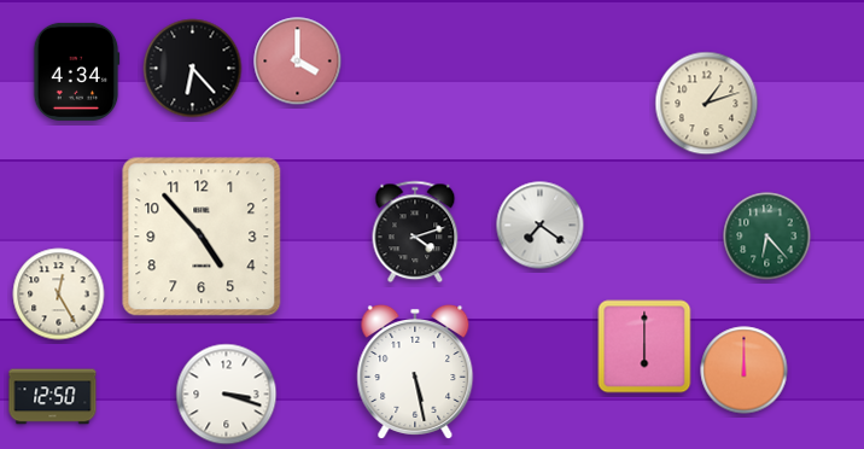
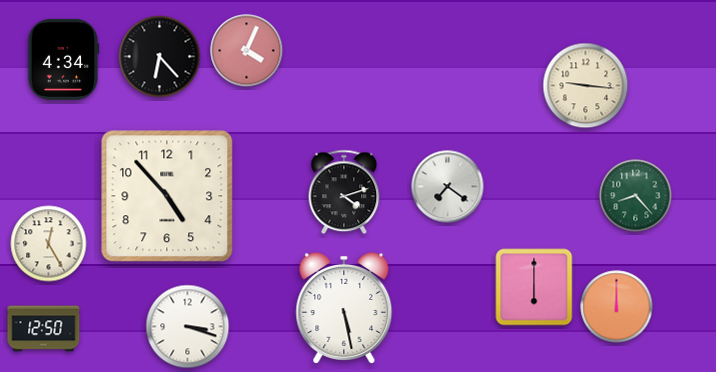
clock at (298, 62): 4:00 -> 4:04
clock at (707, 104): 1:12 -> 9:16
clock at (767, 237): 6:23 -> 8:23
